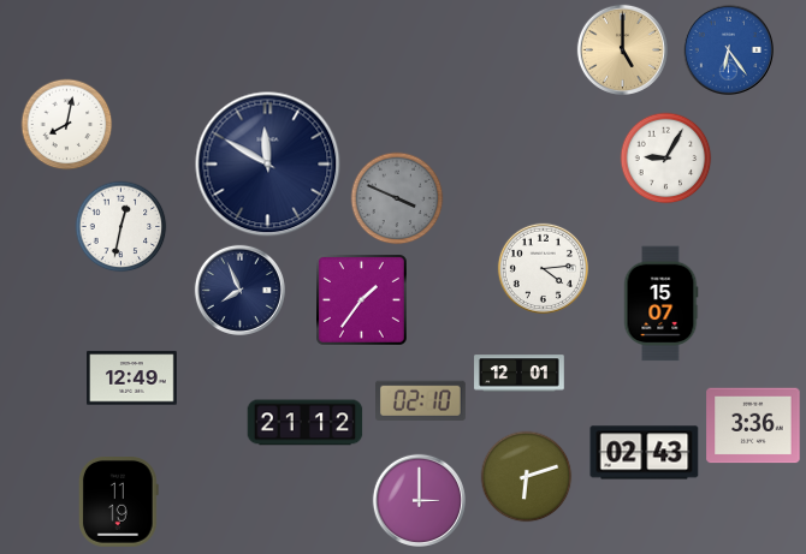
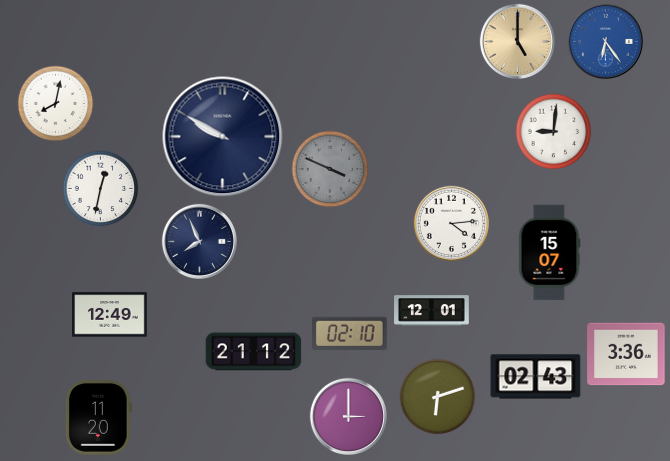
clock at (666, 159): 9:05 -> 9:01
clock at (268, 165): 11:50 -> 9:50
clock at (397, 198) position: (397, 198) -> (330, 169)
clock at (362, 300): 1:36 -> none
clock at (119, 502): 11:19 -> 11:20
